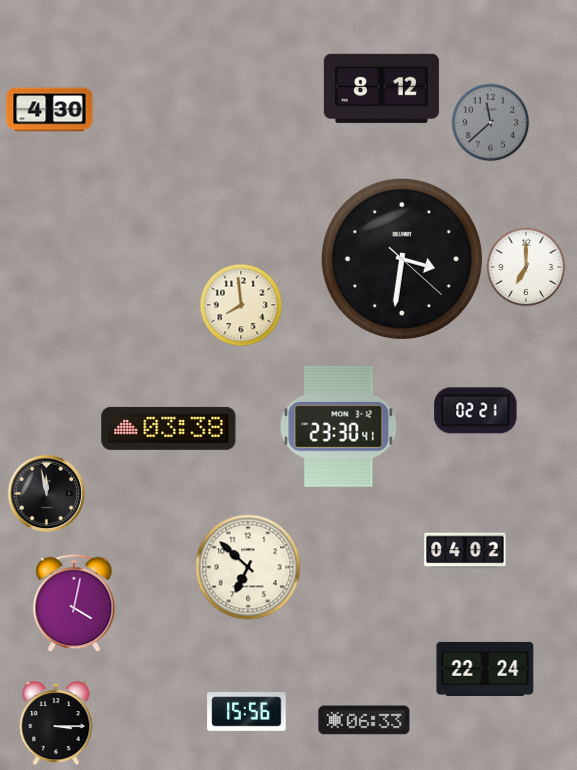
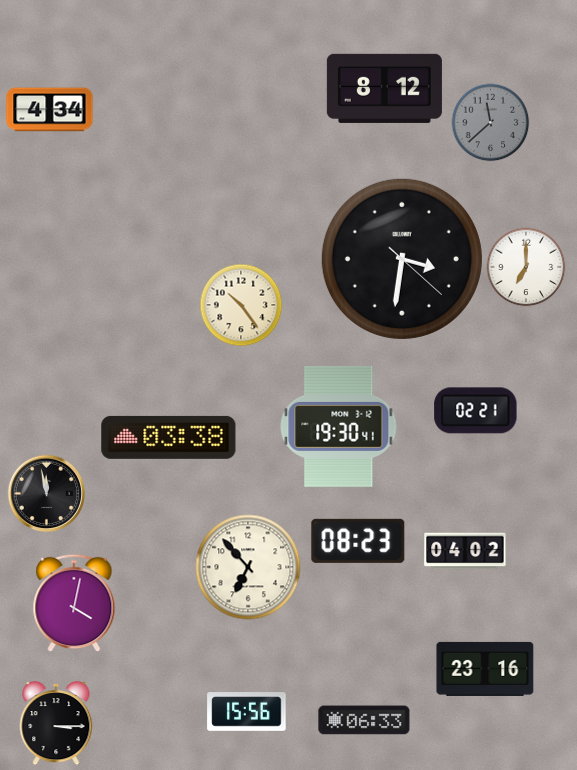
clock at (381, 88) position: (381, 88) -> (384, 88)
clock at (50, 110): 4:30 -> 4:34
clock at (241, 305): 7:59 -> 10:24
clock at (339, 426): 23:30 -> 19:30
clock at (169, 428) position: (169, 428) -> (169, 437)
clock at (358, 541): none -> 08:23
clock at (248, 567): 6:52 -> 6:53
clock at (485, 669): 22:24 -> 23:16
